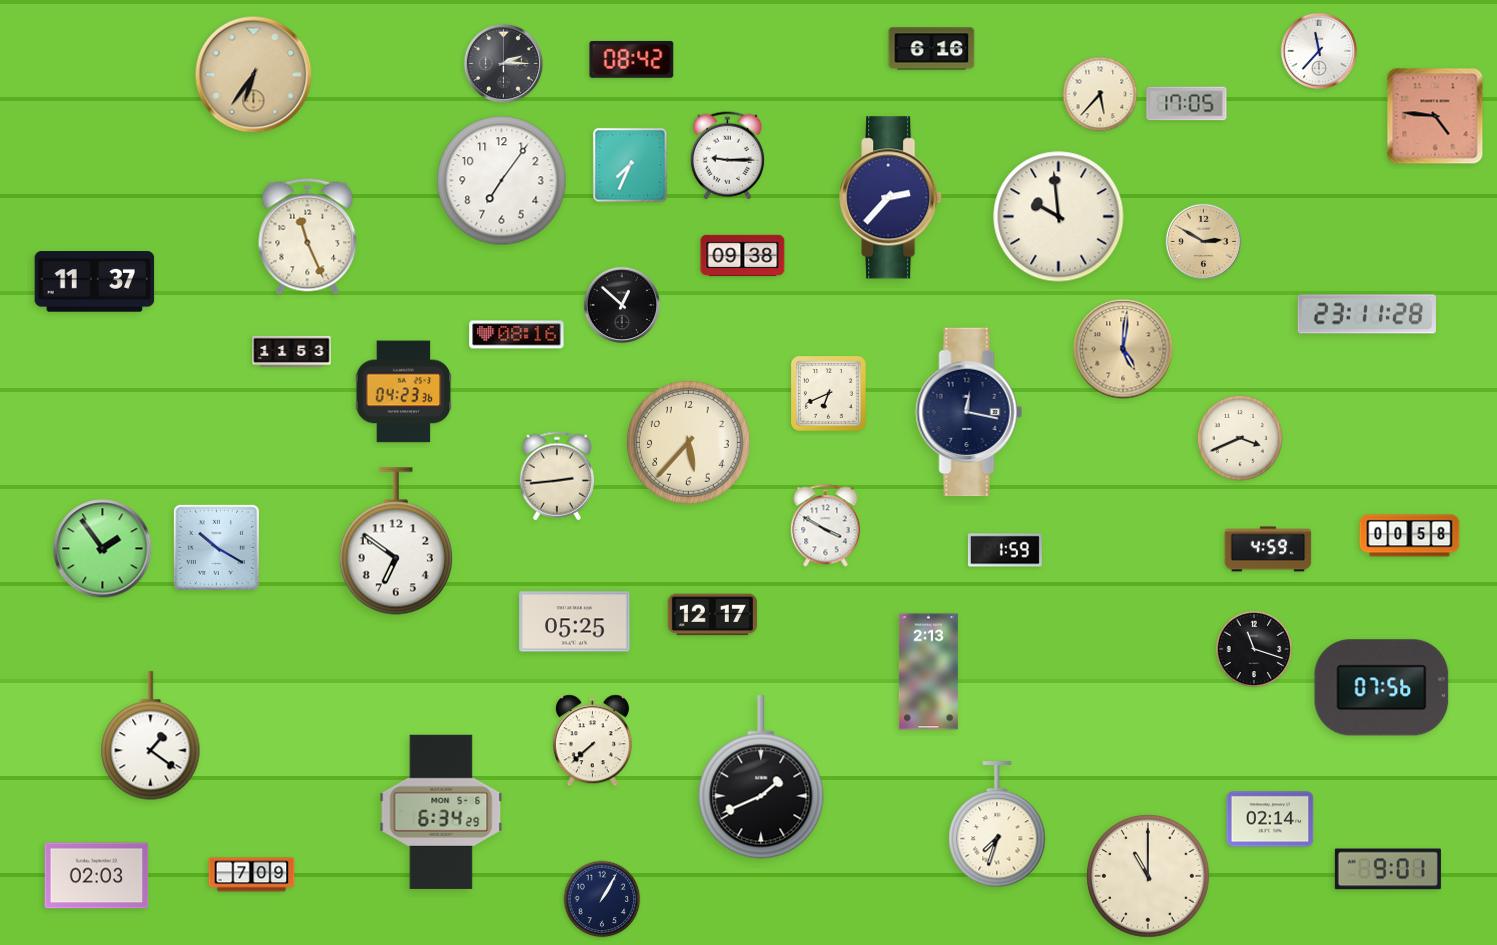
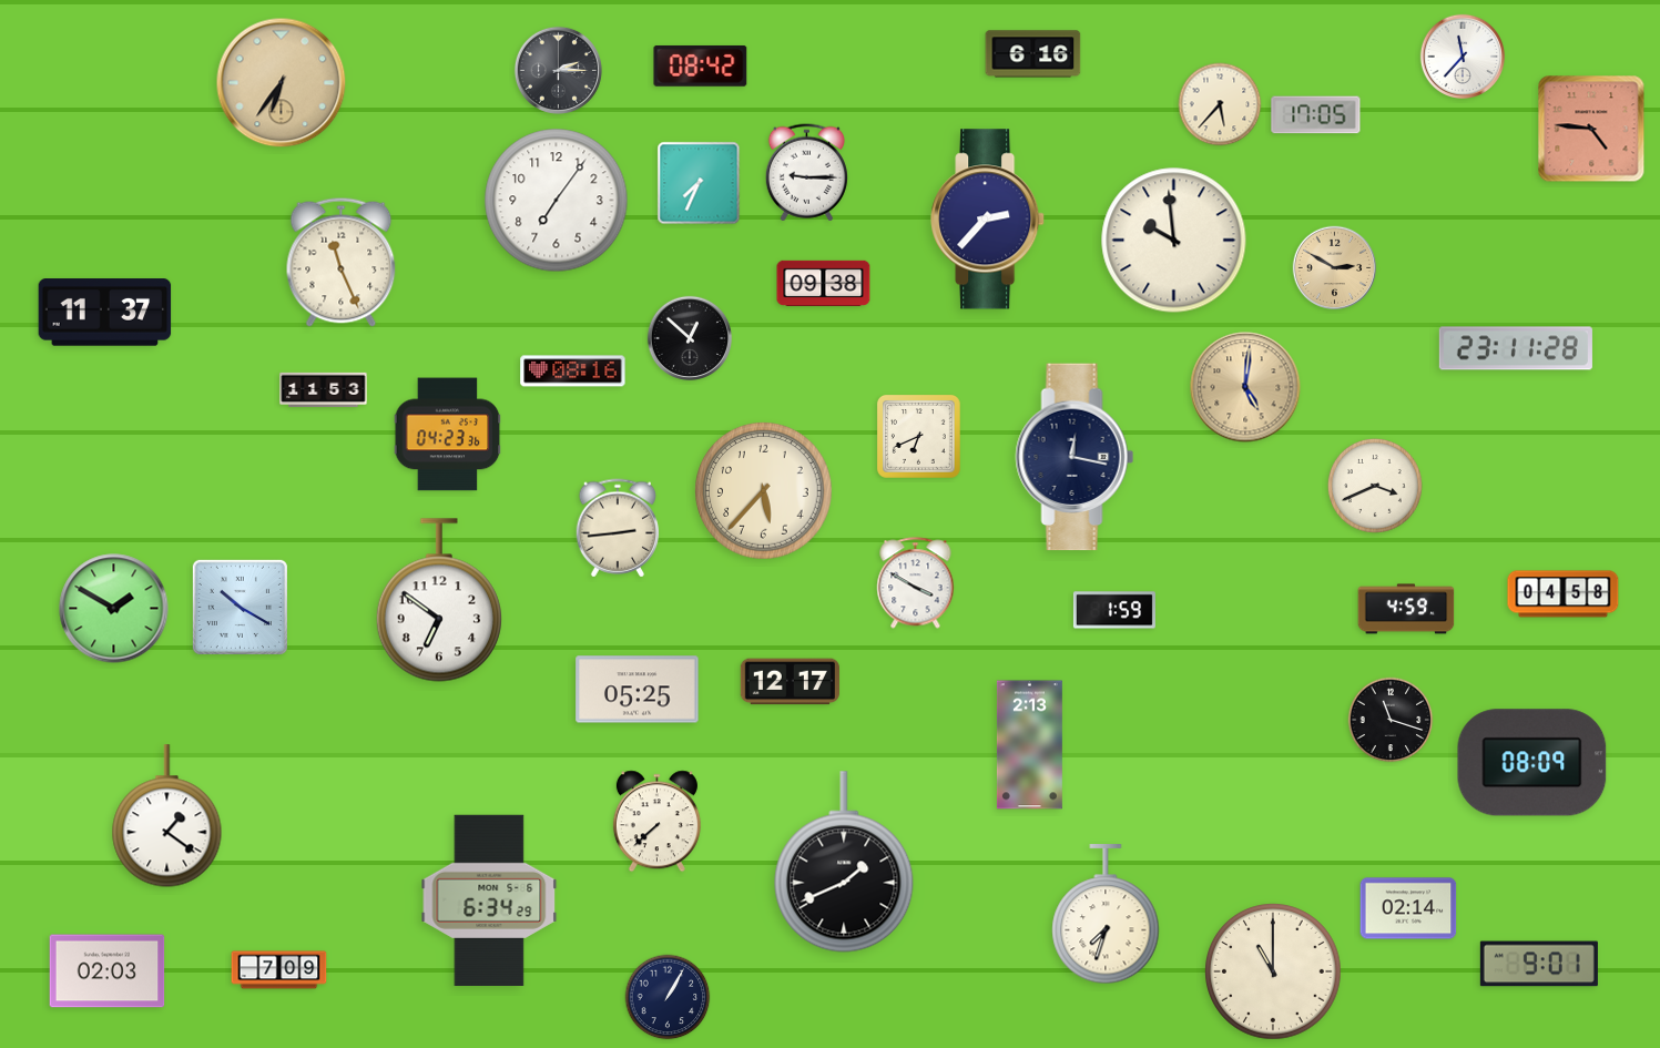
clock at (1410, 536): 00:58 -> 04:58
clock at (103, 549): 1:54 -> 1:50
clock at (1382, 688): 07:56 -> 08:09
